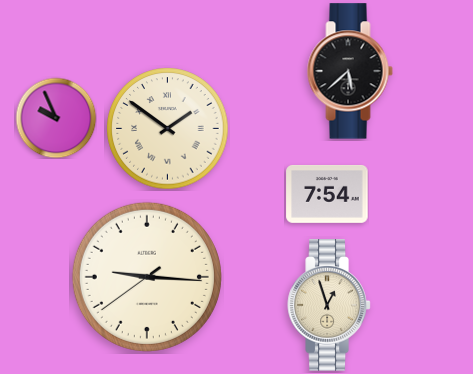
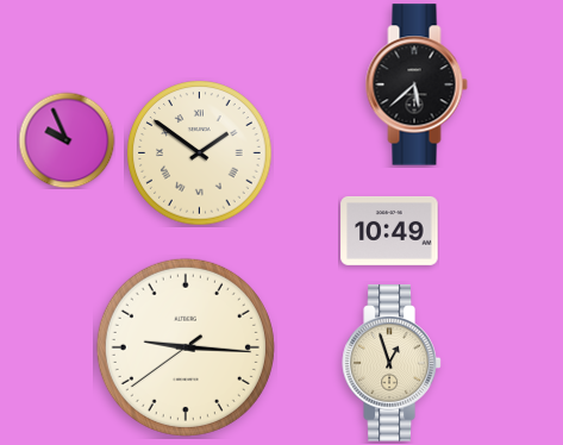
clock at (327, 194): 7:54 -> 10:49
clock at (147, 277) position: (147, 277) -> (186, 347)
